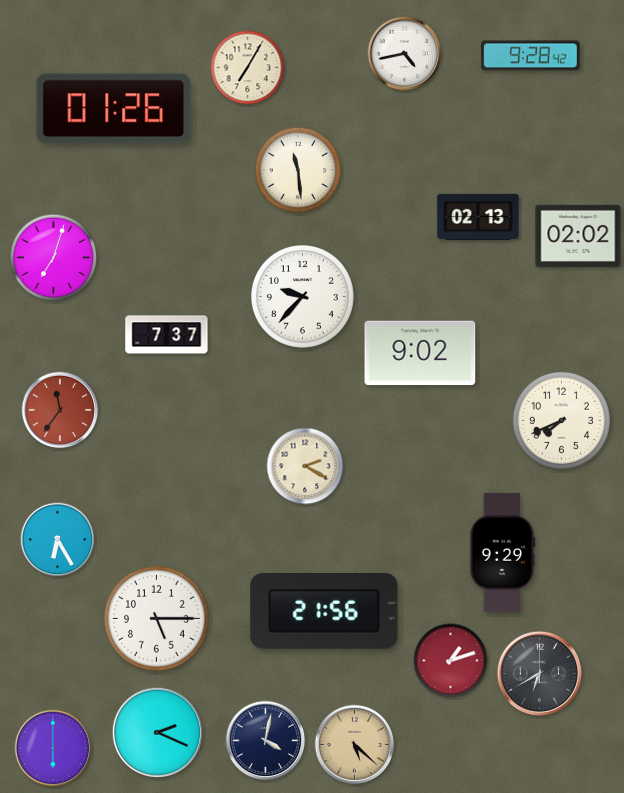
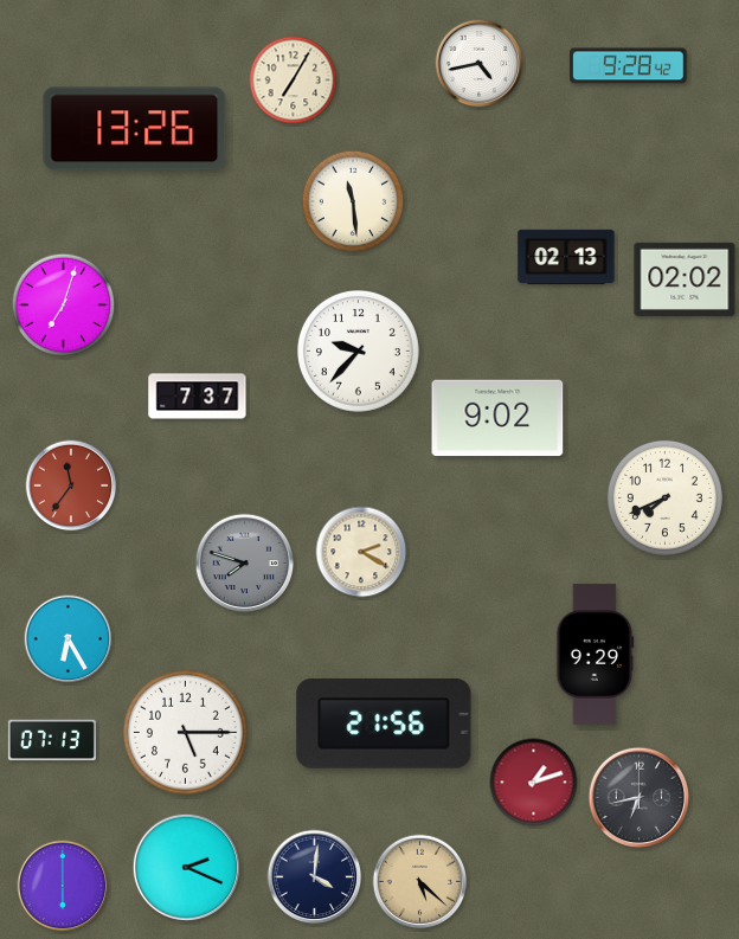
clock at (114, 109): 01:26 -> 13:26
clock at (245, 564): none -> 7:48
clock at (52, 740): none -> 07:13
clock at (540, 674): 6:40 -> 6:43
clock at (266, 741): 4:02 -> 4:01
